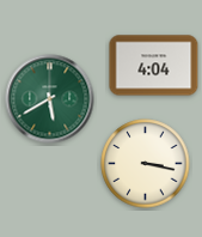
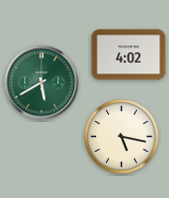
clock at (154, 66): 4:04 -> 4:02
clock at (146, 164): 3:17 -> 5:17
